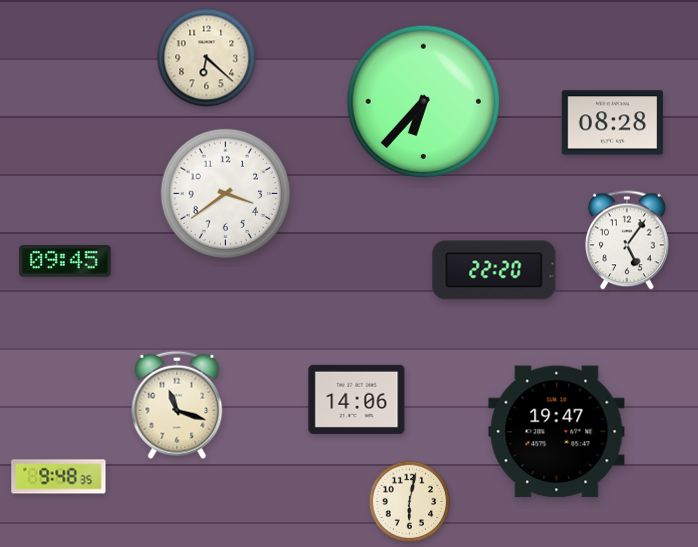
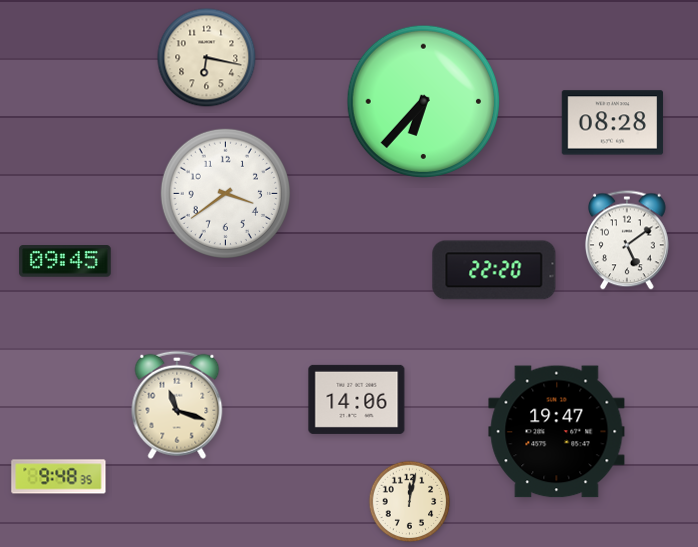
clock at (207, 58): 6:22 -> 6:17
clock at (628, 240): 5:06 -> 5:09
clock at (410, 502): 6:02 -> 12:02
